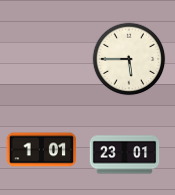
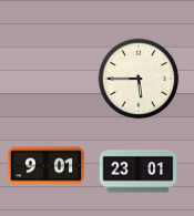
clock at (129, 59) position: (129, 59) -> (139, 79)
clock at (42, 150): 1:01 -> 9:01
